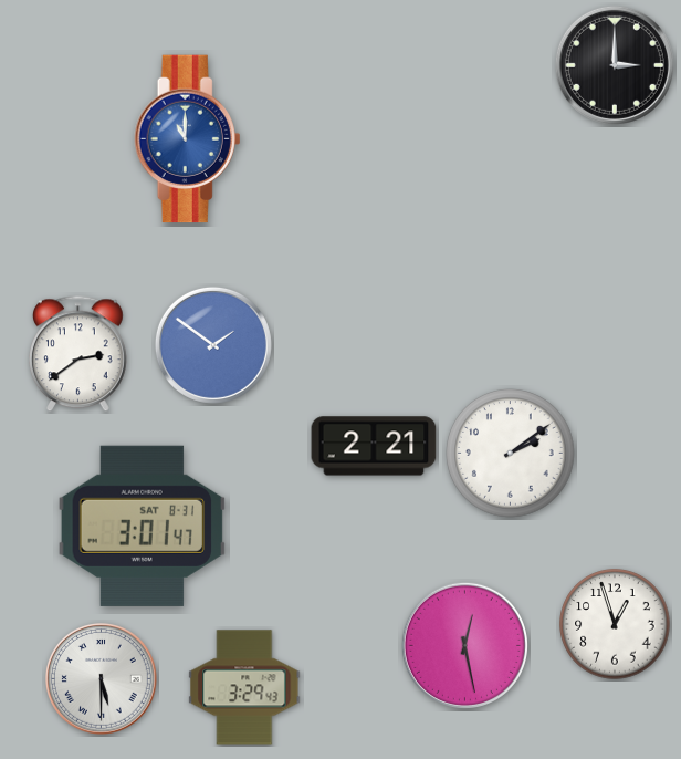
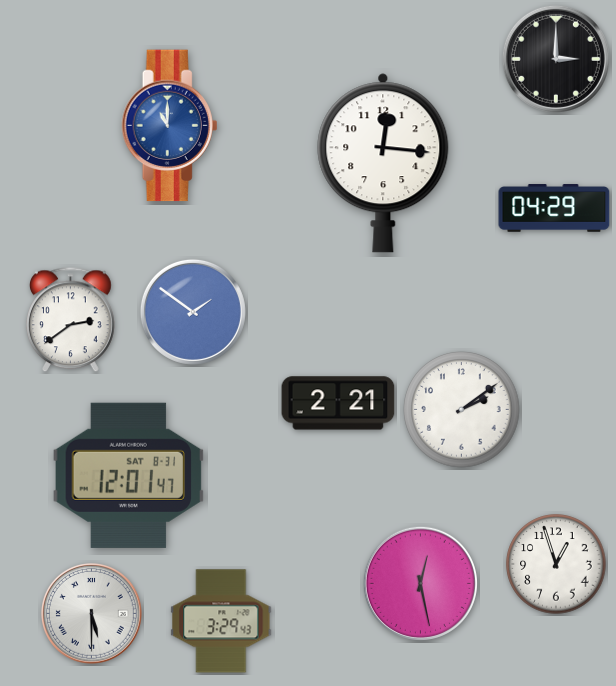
clock at (383, 163): none -> 12:16
clock at (554, 208): none -> 04:29
clock at (143, 526): 3:01 -> 12:01
